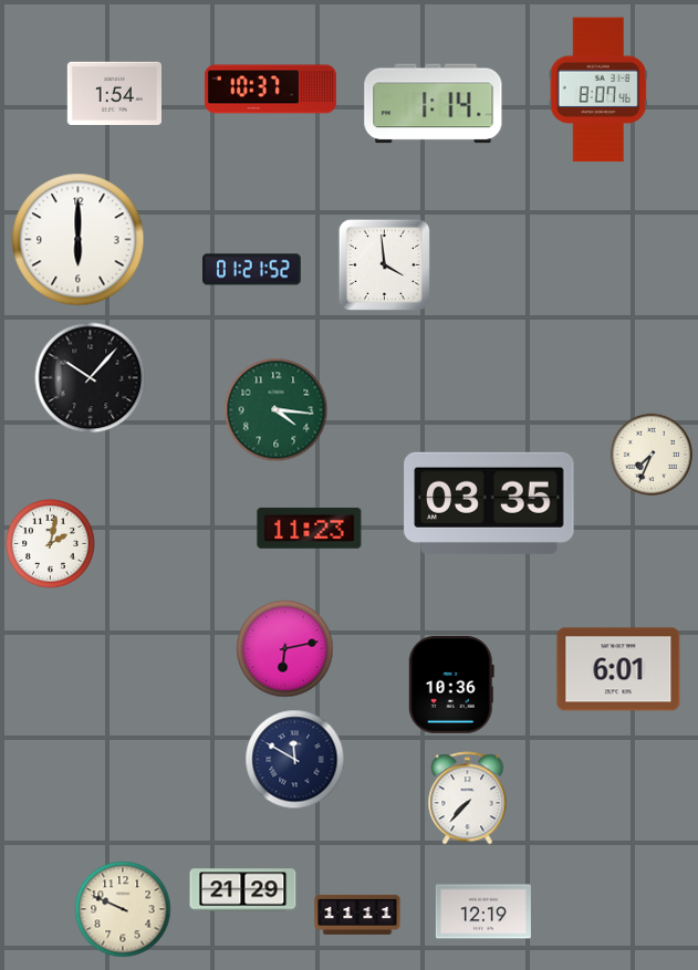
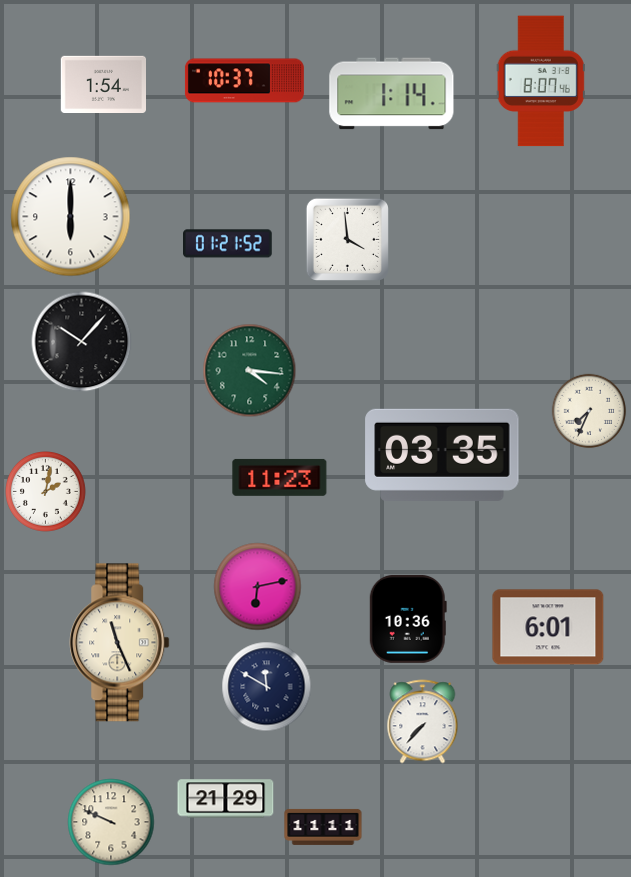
clock at (618, 669) position: (618, 669) -> (548, 627)
clock at (120, 643): none -> 11:26
clock at (243, 890) position: (243, 890) -> (226, 799)
clock at (483, 911): 12:19 -> none
